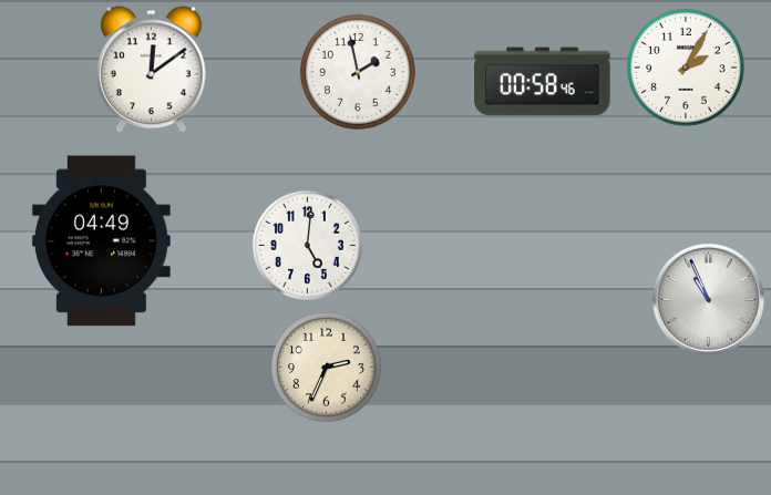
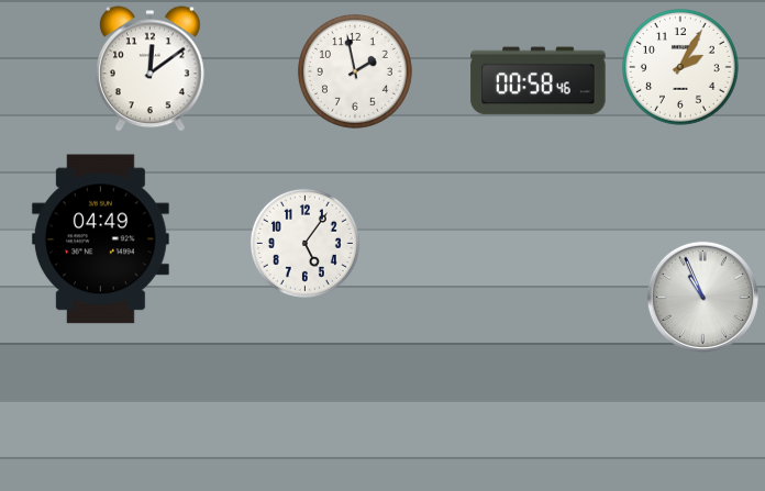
clock at (307, 245): 5:01 -> 5:06
clock at (326, 367): 2:34 -> none
